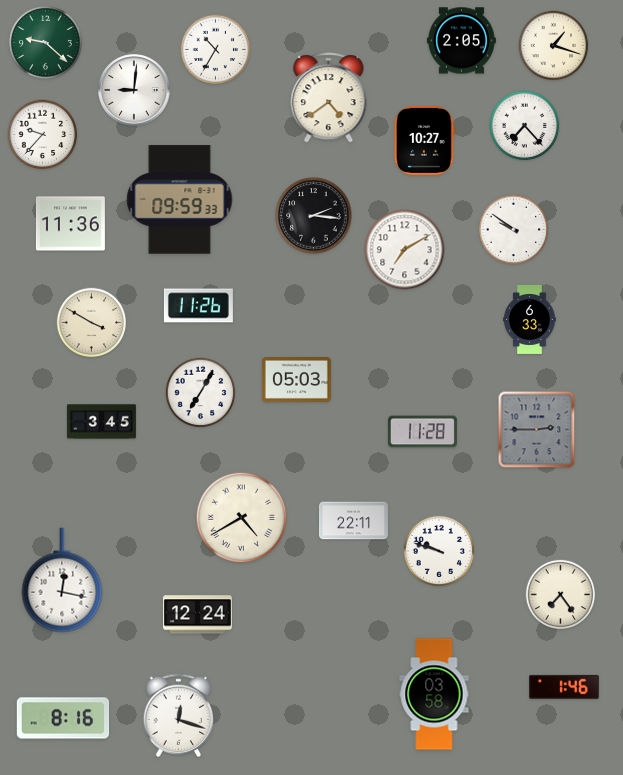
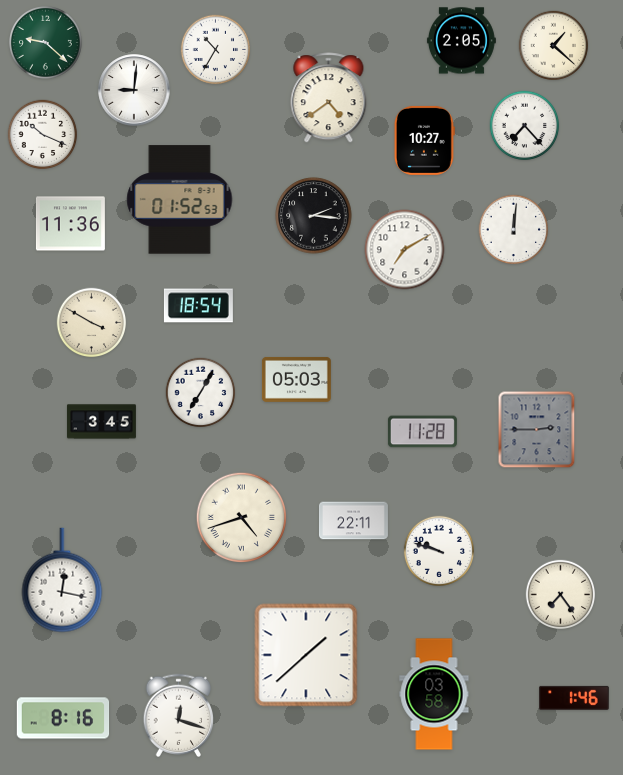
clock at (554, 46): 1:18 -> 1:22
clock at (43, 135): 9:37 -> 10:19
clock at (180, 200): 09:59 -> 01:52
clock at (514, 230): 9:51 -> 12:01
clock at (198, 306): 11:26 -> 18:54
clock at (530, 319): 6:33 -> none
clock at (241, 517): 4:40 -> 4:42
clock at (197, 615): 12:24 -> none
clock at (306, 655): none -> 1:38
clock at (565, 687) position: (565, 687) -> (575, 698)
